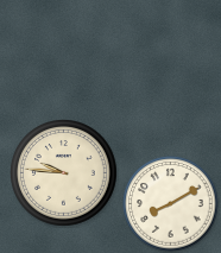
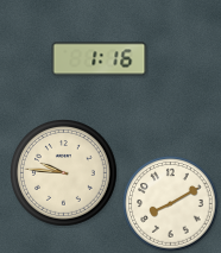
clock at (100, 59): none -> 1:16
